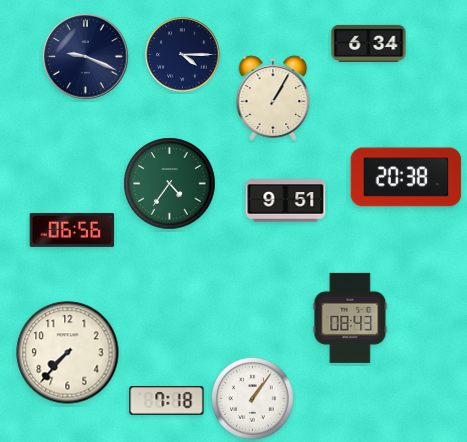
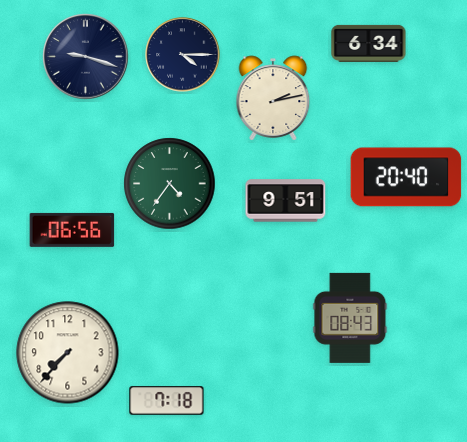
clock at (86, 57): 9:19 -> 9:18
clock at (273, 98): 1:05 -> 2:13
clock at (406, 177): 20:38 -> 20:40
clock at (253, 399): 1:06 -> none
